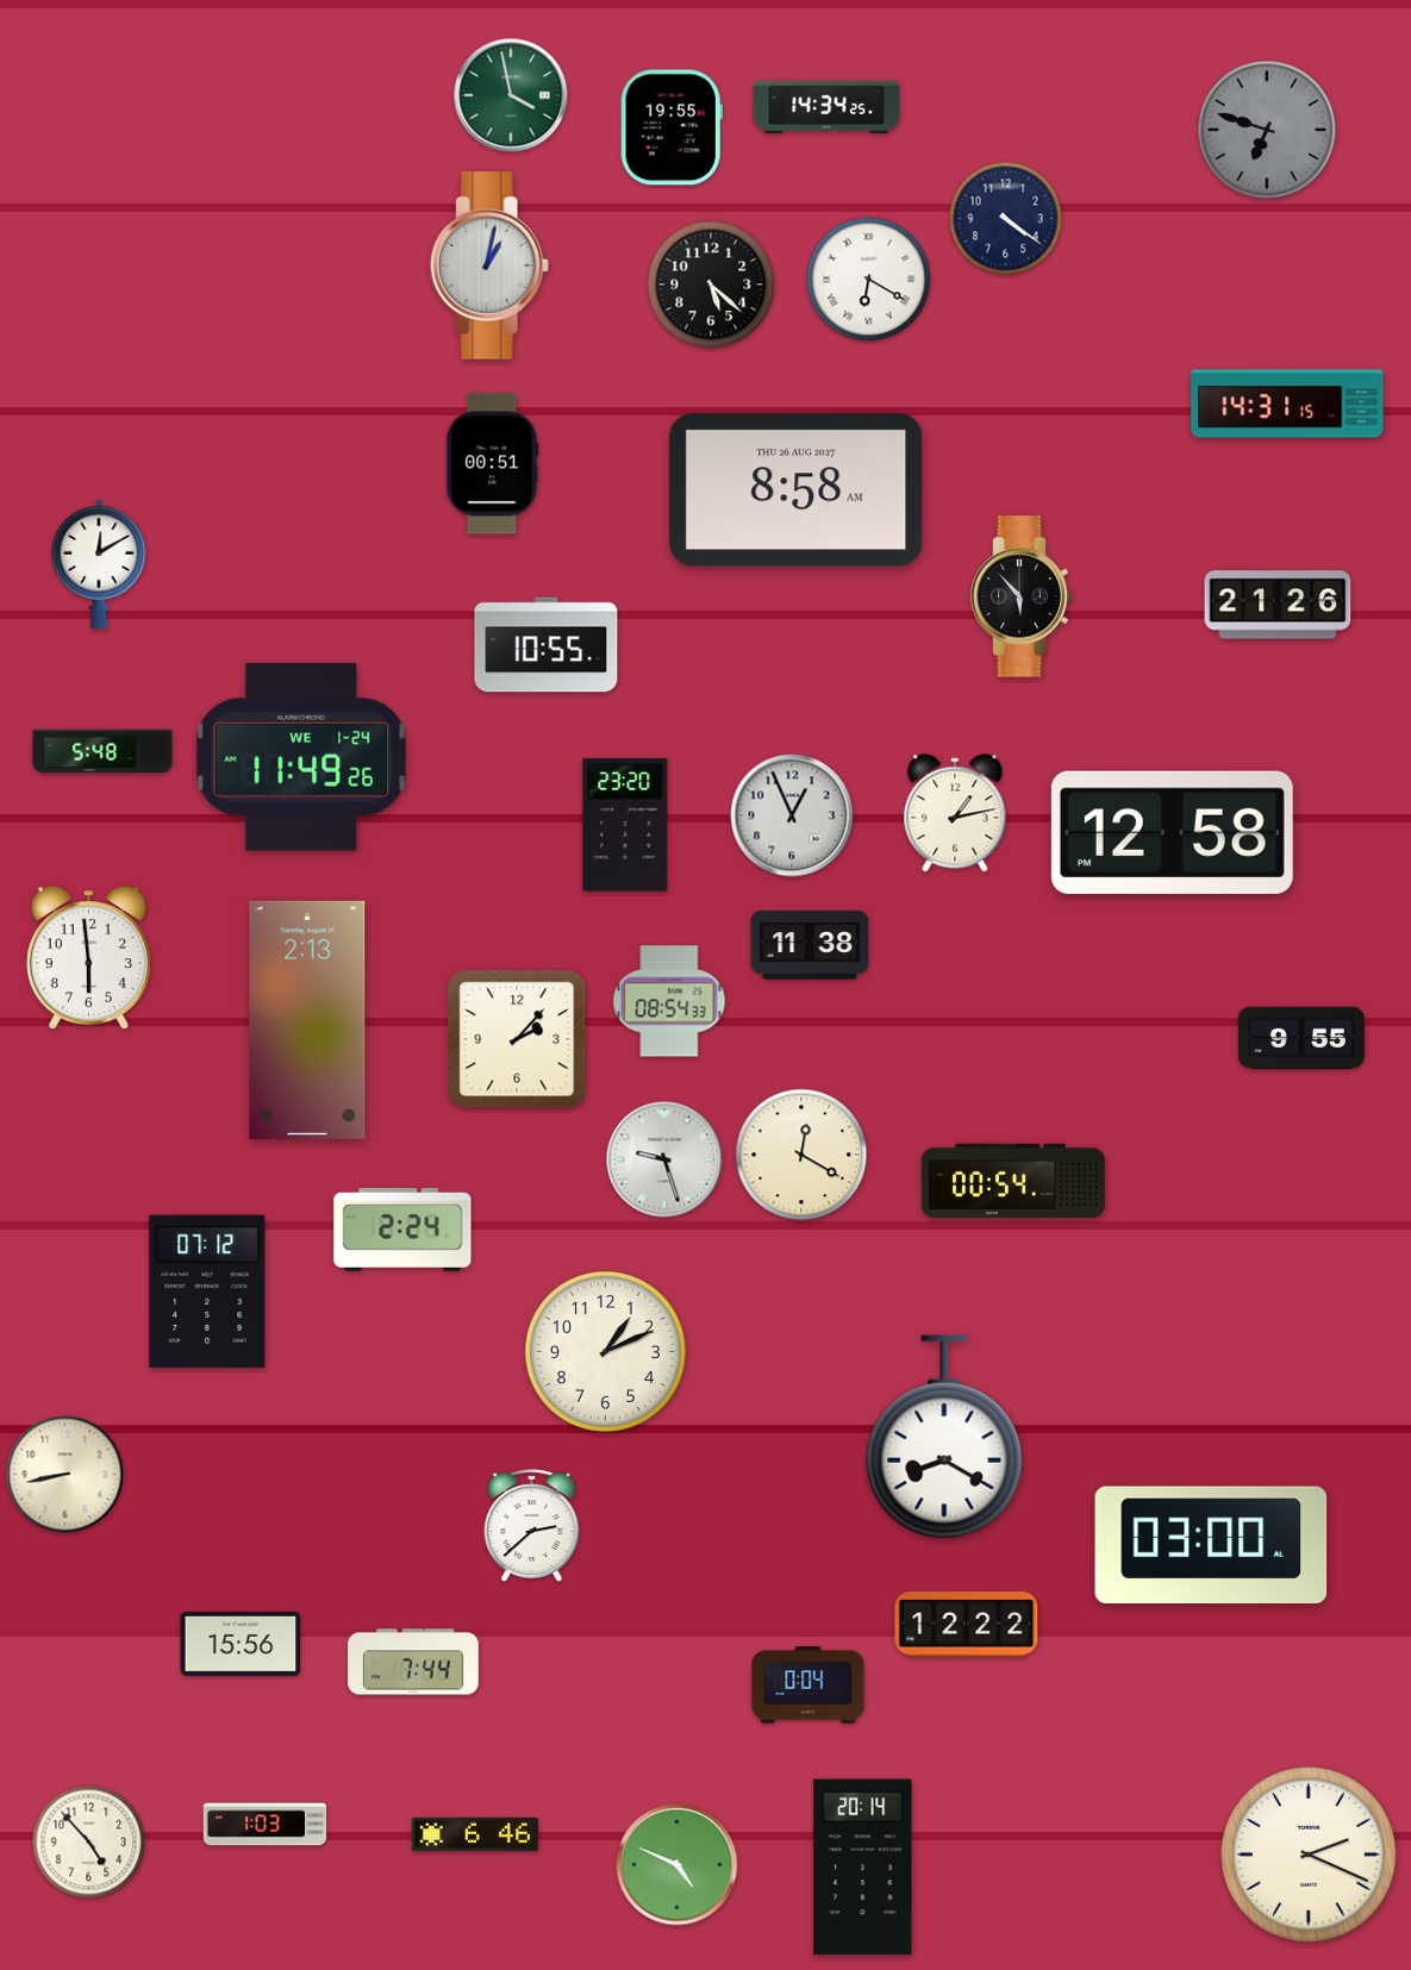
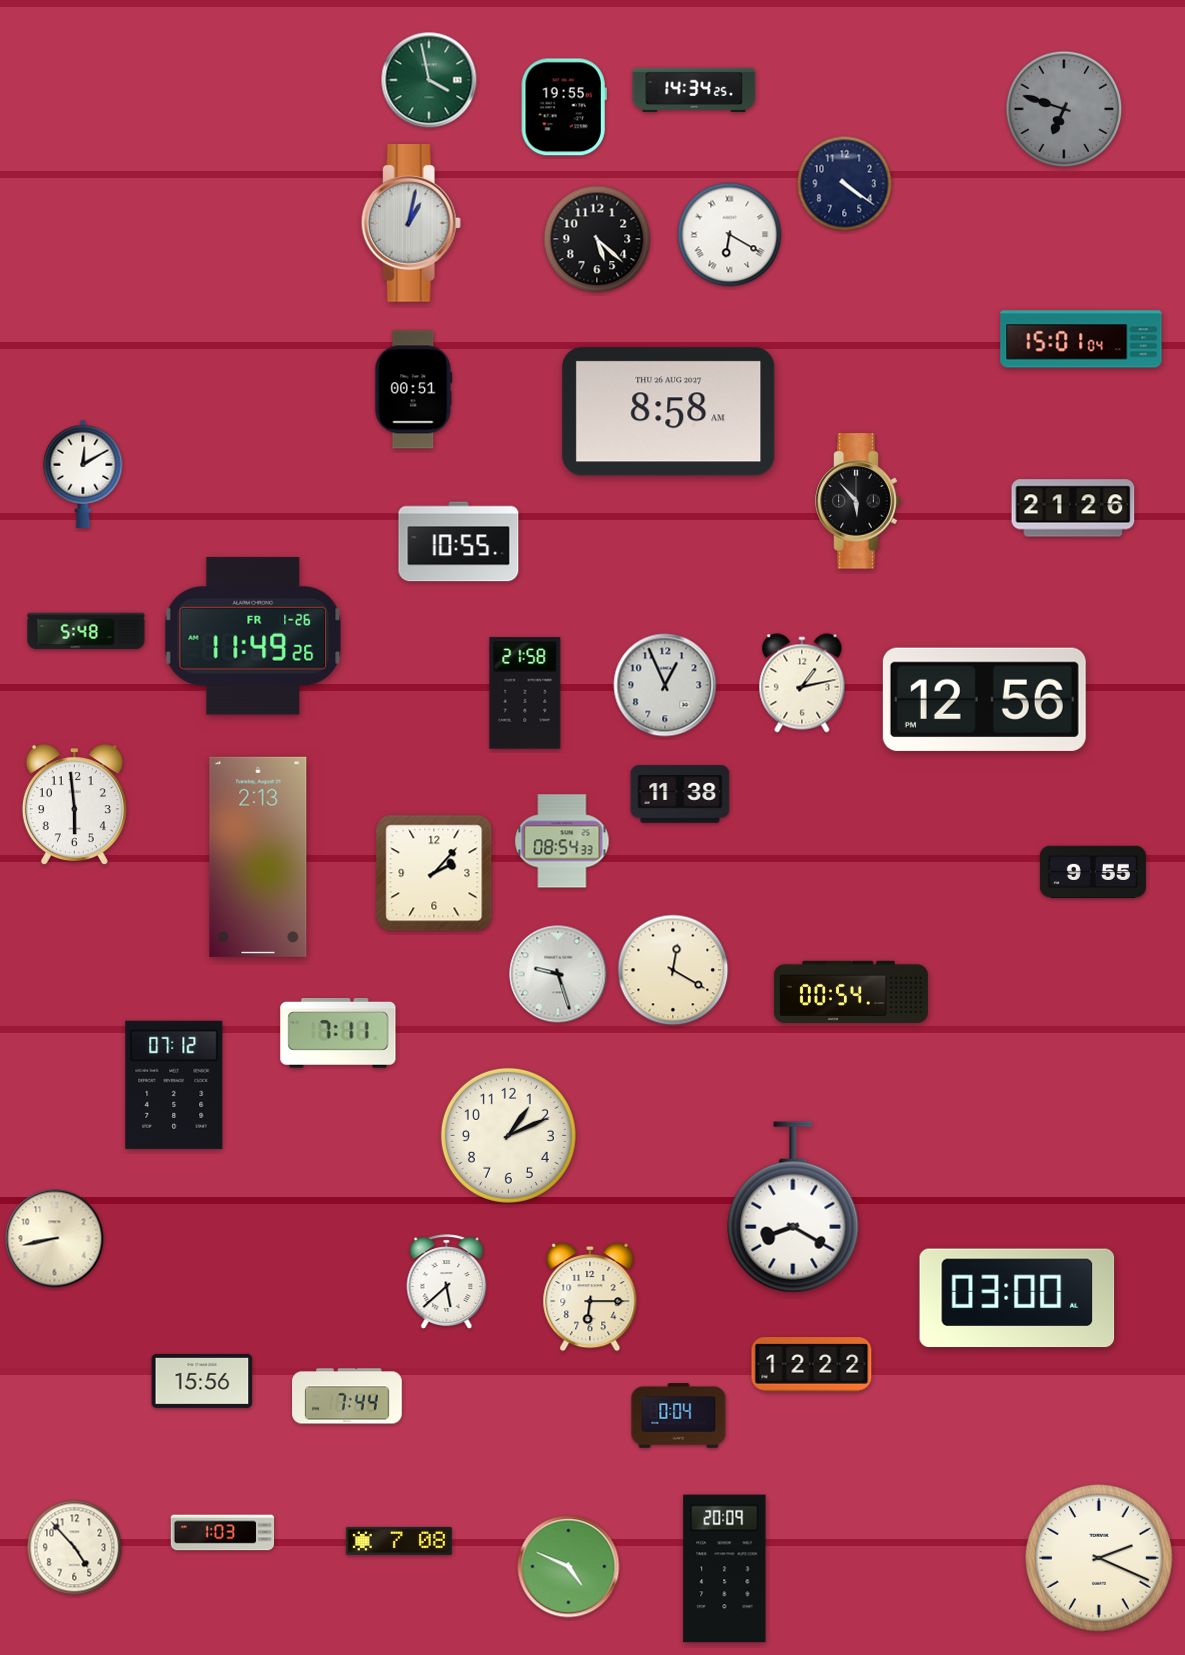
clock at (1287, 404): 14:31 -> 15:01
clock at (301, 758) date: WE 1-24 -> FR 1-26
clock at (625, 825): 23:20 -> 21:58
clock at (1172, 832): 12:58 -> 12:56
clock at (402, 1231): 2:24 -> 7:11
clock at (532, 1526): 2:38 -> 5:38
clock at (590, 1298): none -> 6:15
clock at (475, 1834): 6:46 -> 7:08
clock at (863, 1868): 20:14 -> 20:09
